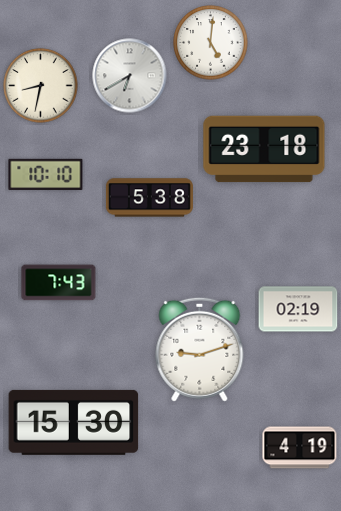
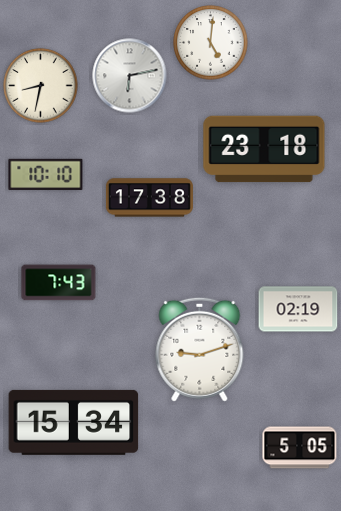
clock at (130, 76): 6:40 -> 6:13
clock at (149, 198): 5:38 -> 17:38
clock at (74, 422): 15:30 -> 15:34
clock at (300, 448): 4:19 -> 5:05
